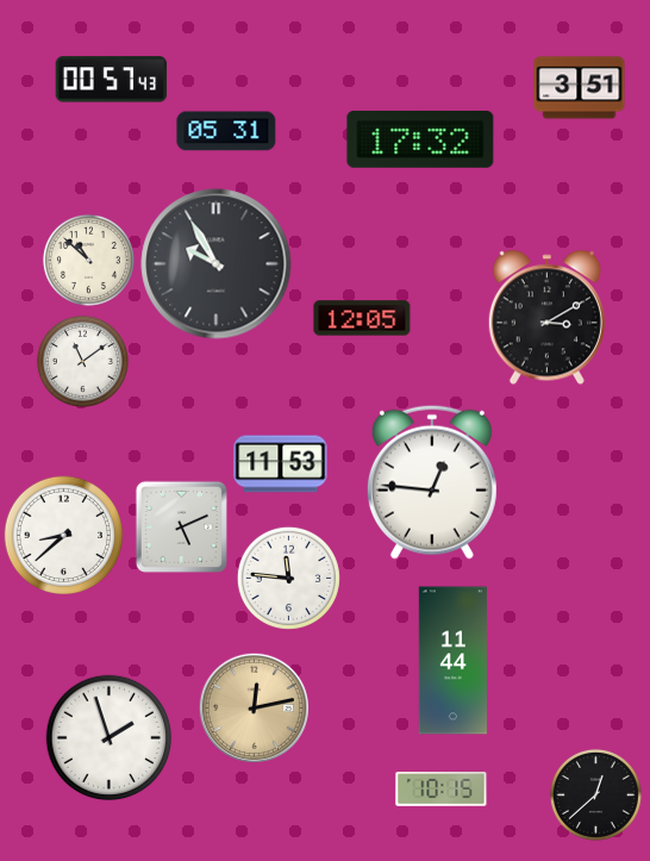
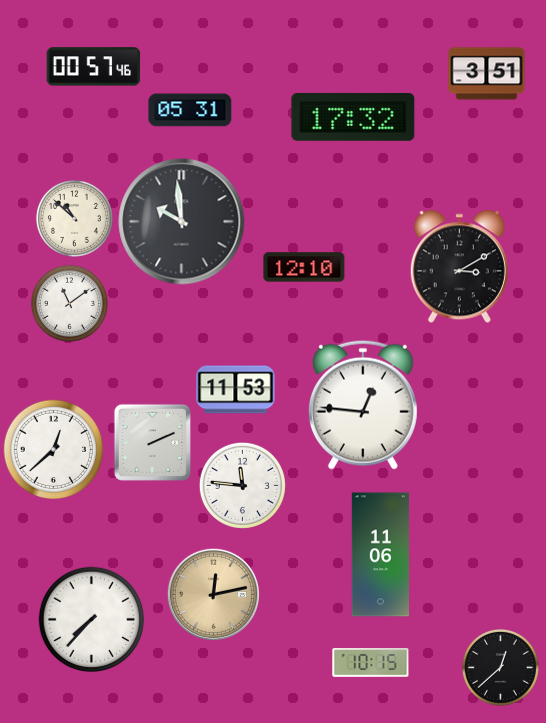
clock at (112, 80): 00:57:43 -> 00:57:46
clock at (217, 264): 9:55 -> 9:59
clock at (362, 318): 12:05 -> 12:10
clock at (181, 526): 5:11 -> 2:11
clock at (63, 535): 8:38 -> 12:38
clock at (452, 661): 11:44 -> 11:06
clock at (110, 738): 1:57 -> 7:37
